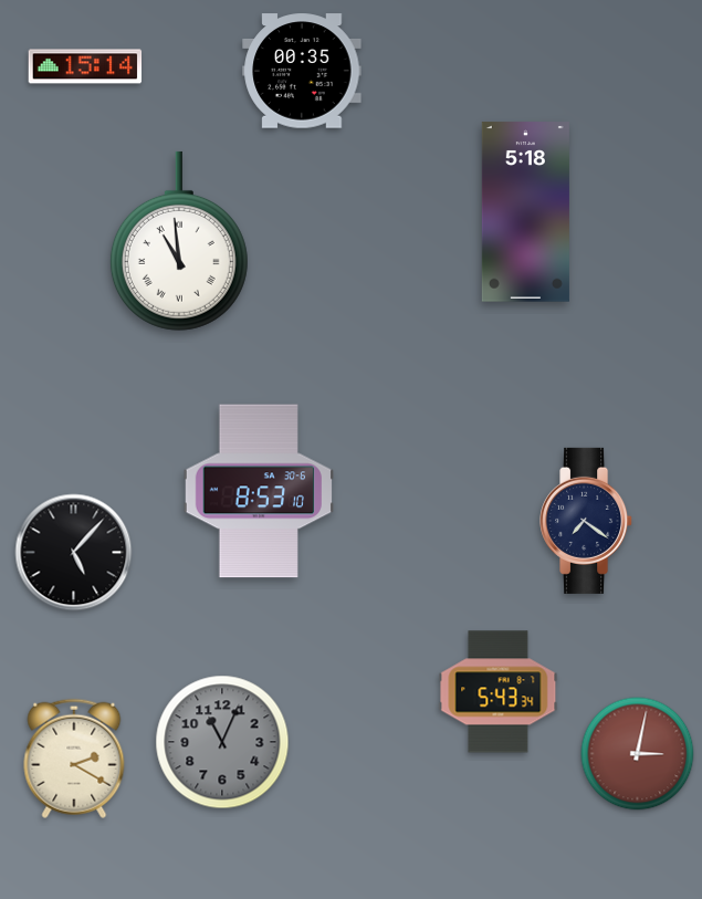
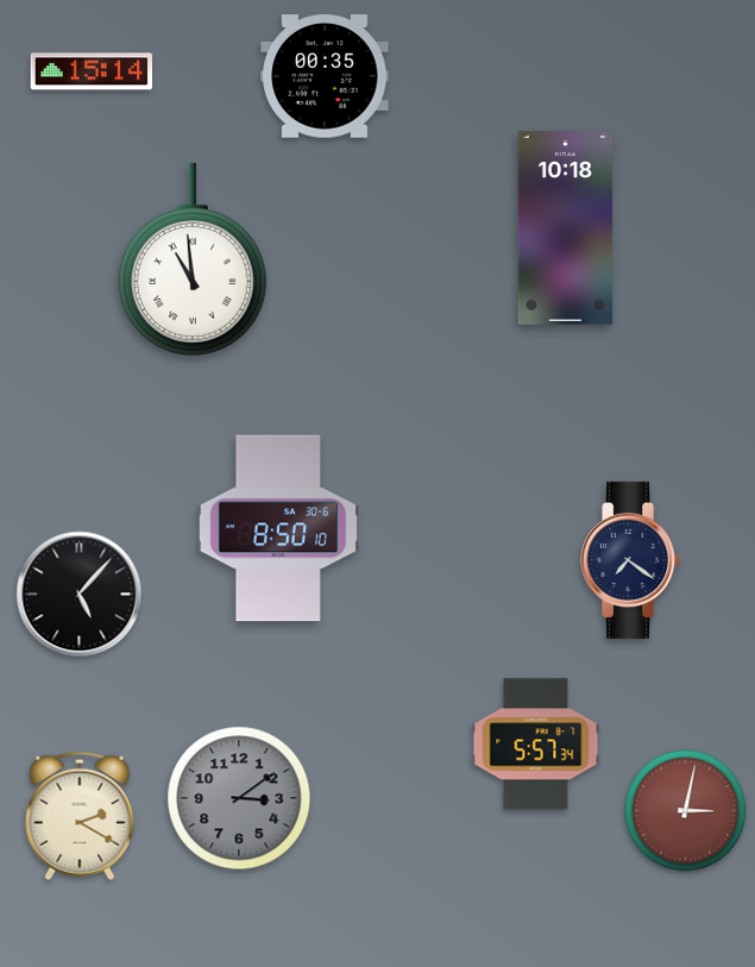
clock at (525, 212): 5:18 -> 10:18
clock at (258, 491): 8:53 -> 8:50
clock at (499, 692): 5:43 -> 5:57
clock at (222, 742): 11:04 -> 3:09
